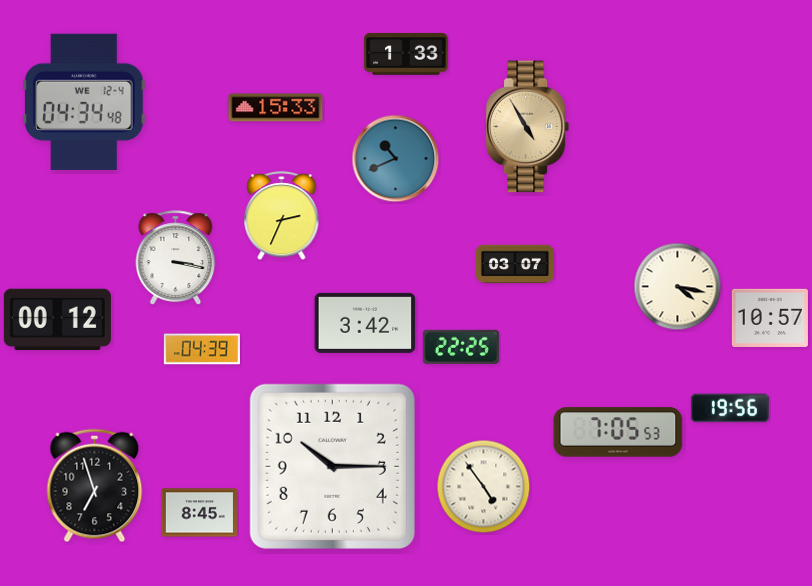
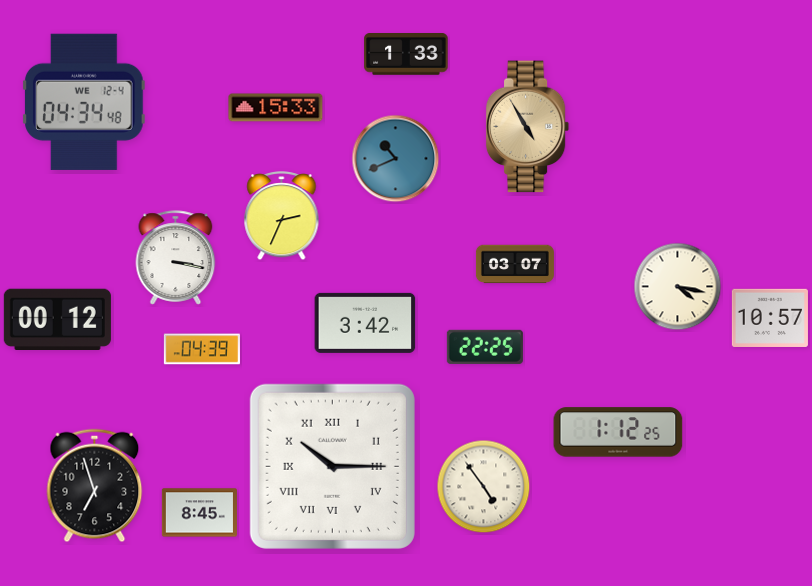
clock at (461, 347) position: (461, 347) -> (485, 347)
clock at (730, 408): 19:56 -> none
clock at (618, 432): 7:05 -> 1:12
clock at (332, 466) numerals: Arabic -> Roman
